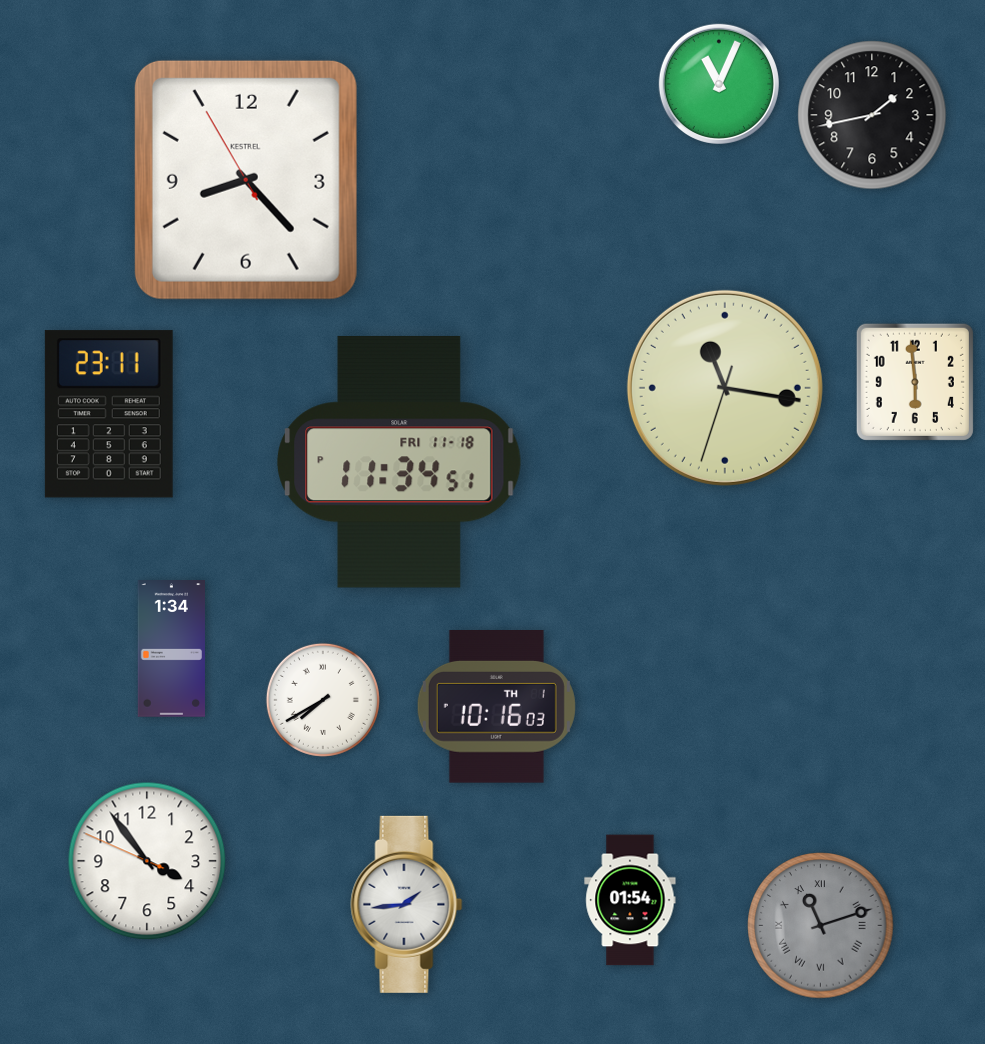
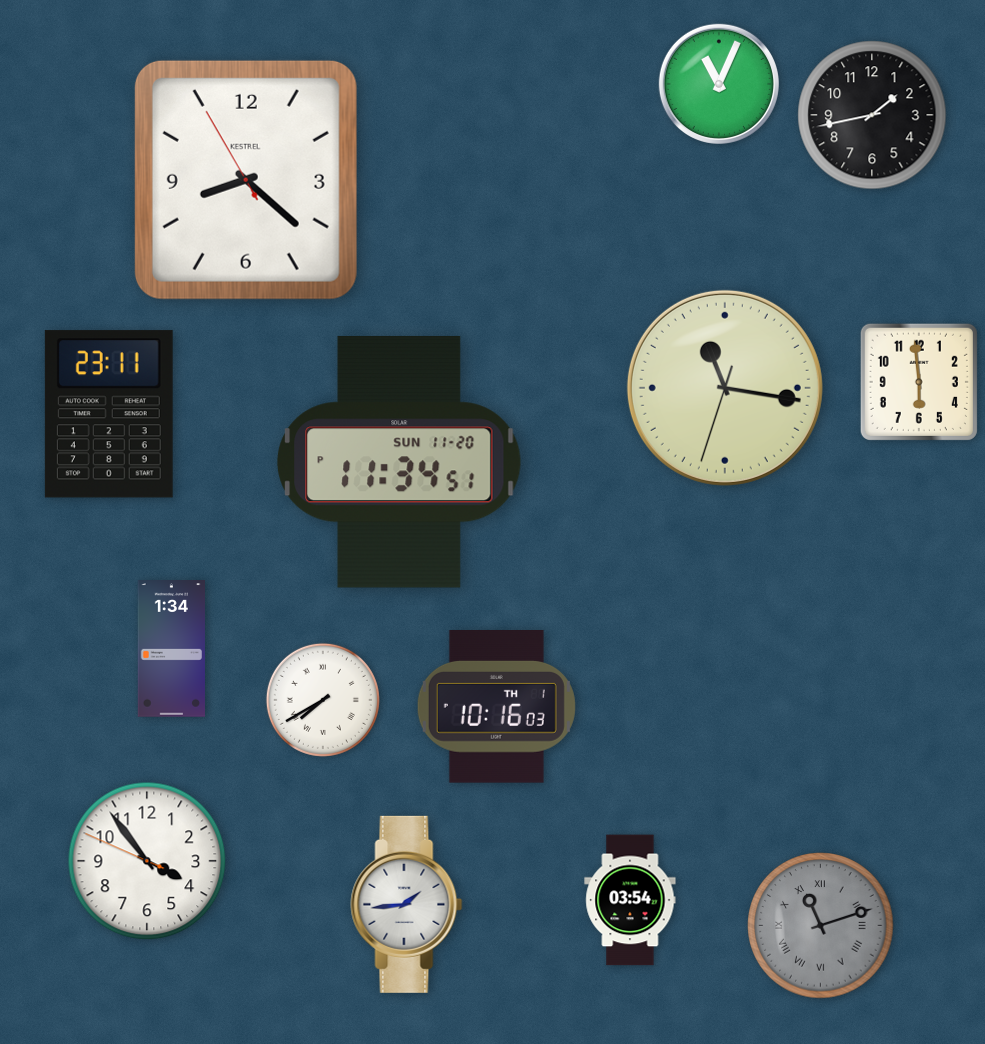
clock at (246, 180): 8:22 -> 8:21
clock at (915, 382) position: (915, 382) -> (919, 382)
clock at (400, 462) date: FRI 11-18 -> SUN 11-20
clock at (630, 900): 01:54 -> 03:54
